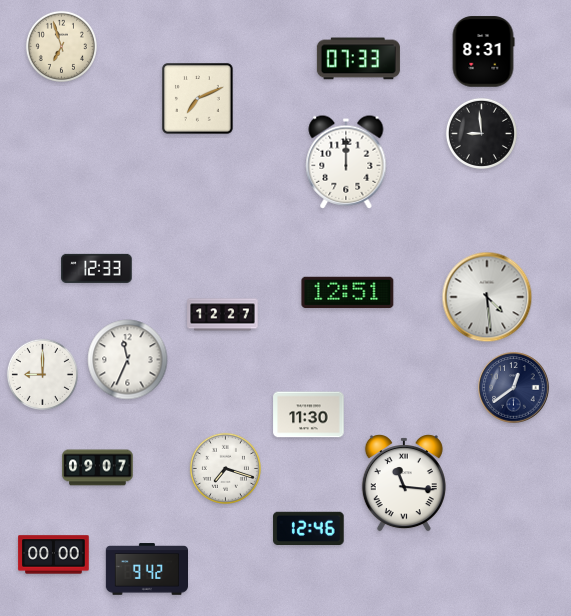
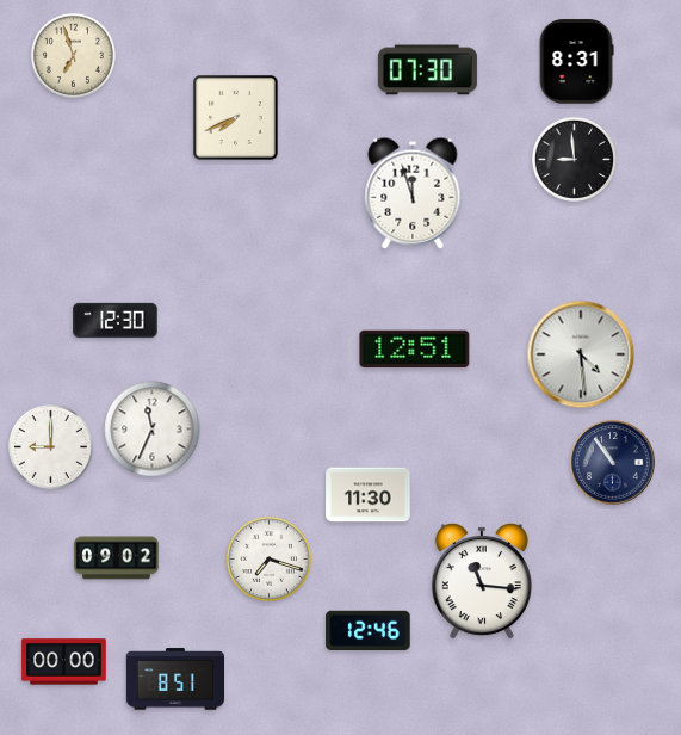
clock at (358, 59): 07:33 -> 07:30
clock at (198, 99): 7:11 -> 7:41
clock at (346, 162): 12:00 -> 11:57
clock at (97, 268): 12:33 -> 12:30
clock at (223, 315): 12:27 -> none
clock at (514, 388): 12:39 -> 10:54
clock at (98, 468): 09:07 -> 09:02
clock at (404, 483) position: (404, 483) -> (482, 581)
clock at (146, 569): 9:42 -> 8:51
